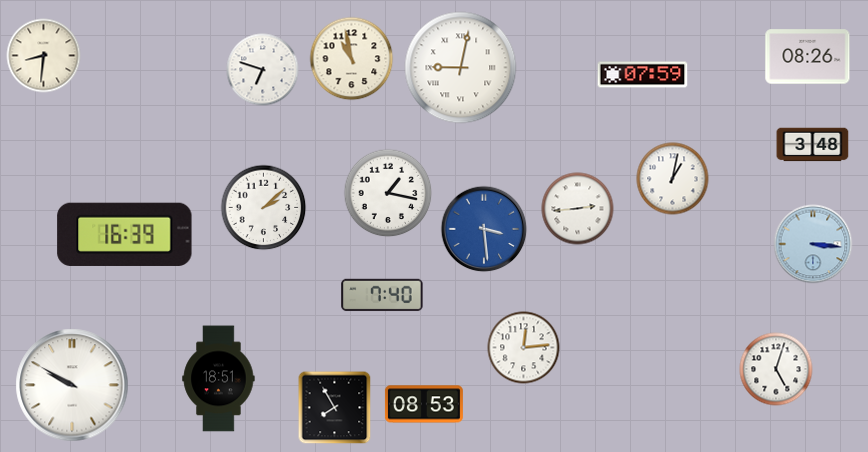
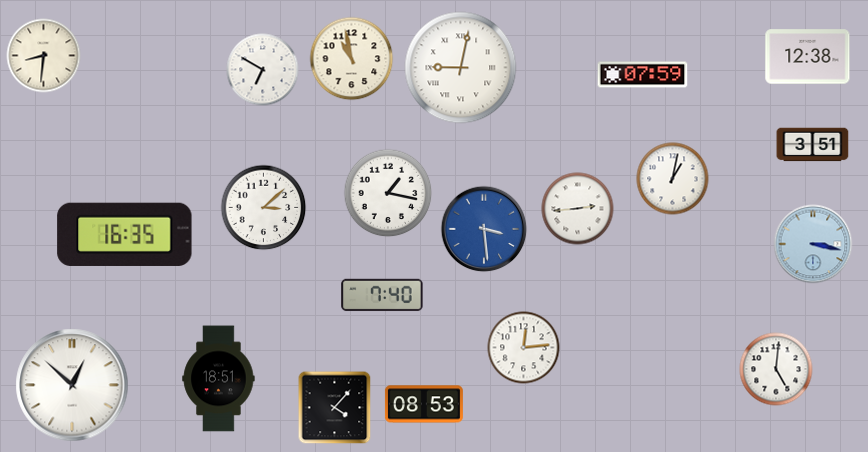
clock at (808, 57): 08:26 -> 12:38
clock at (263, 70): 6:48 -> 6:50
clock at (813, 145): 3:48 -> 3:51
clock at (264, 208): 2:08 -> 3:08
clock at (125, 234): 16:39 -> 16:35
clock at (813, 244): 3:16 -> 3:17
clock at (776, 369): 5:03 -> 5:01
clock at (72, 385): 9:50 -> 12:52
clock at (335, 408): 7:55 -> 4:07
